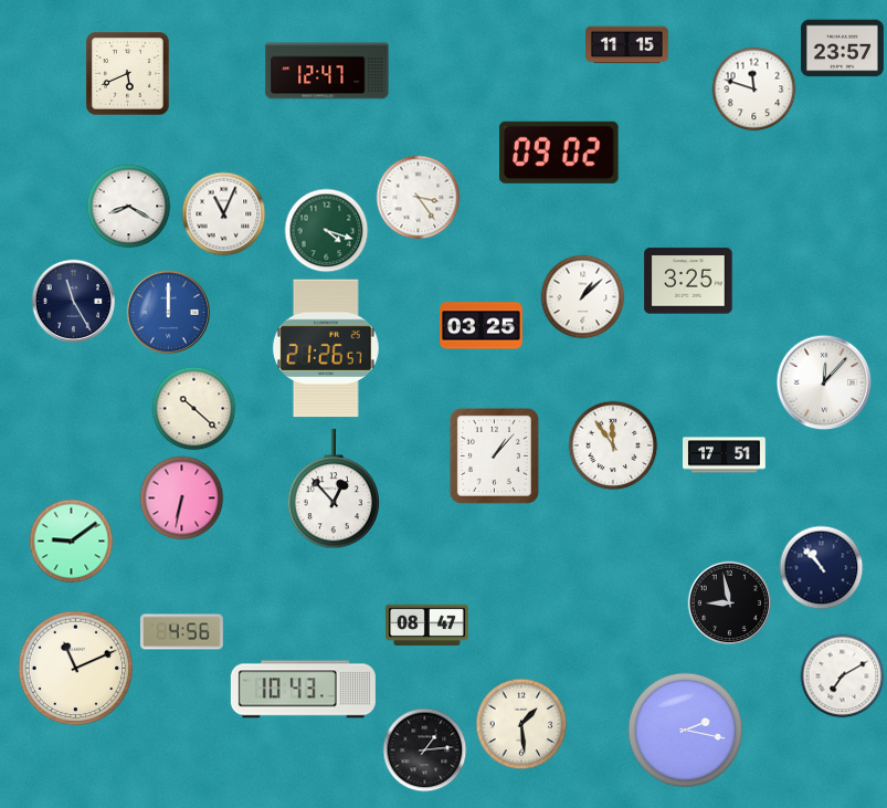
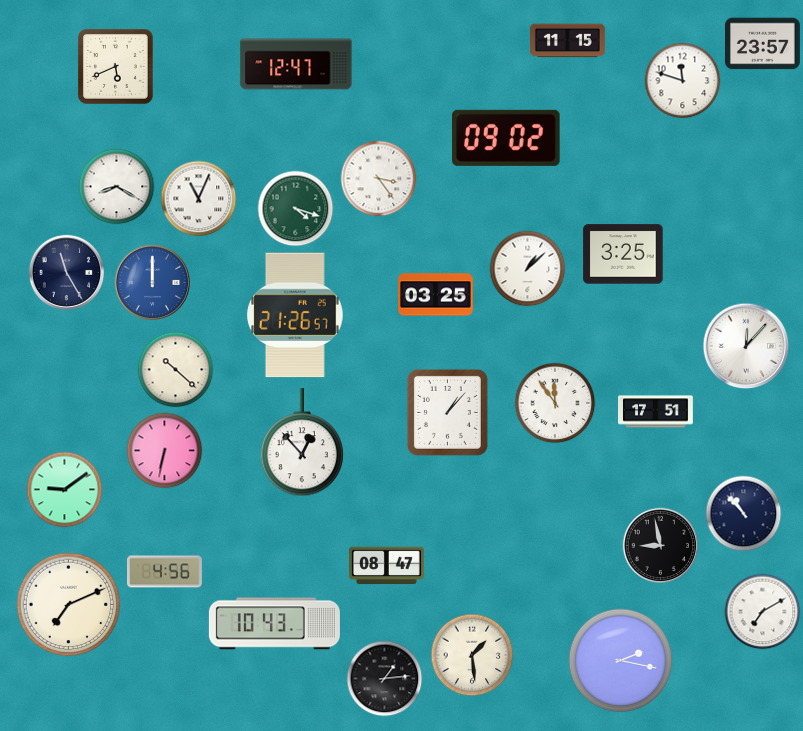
clock at (224, 214) position: (224, 214) -> (199, 199)
clock at (76, 669): 11:11 -> 7:11
